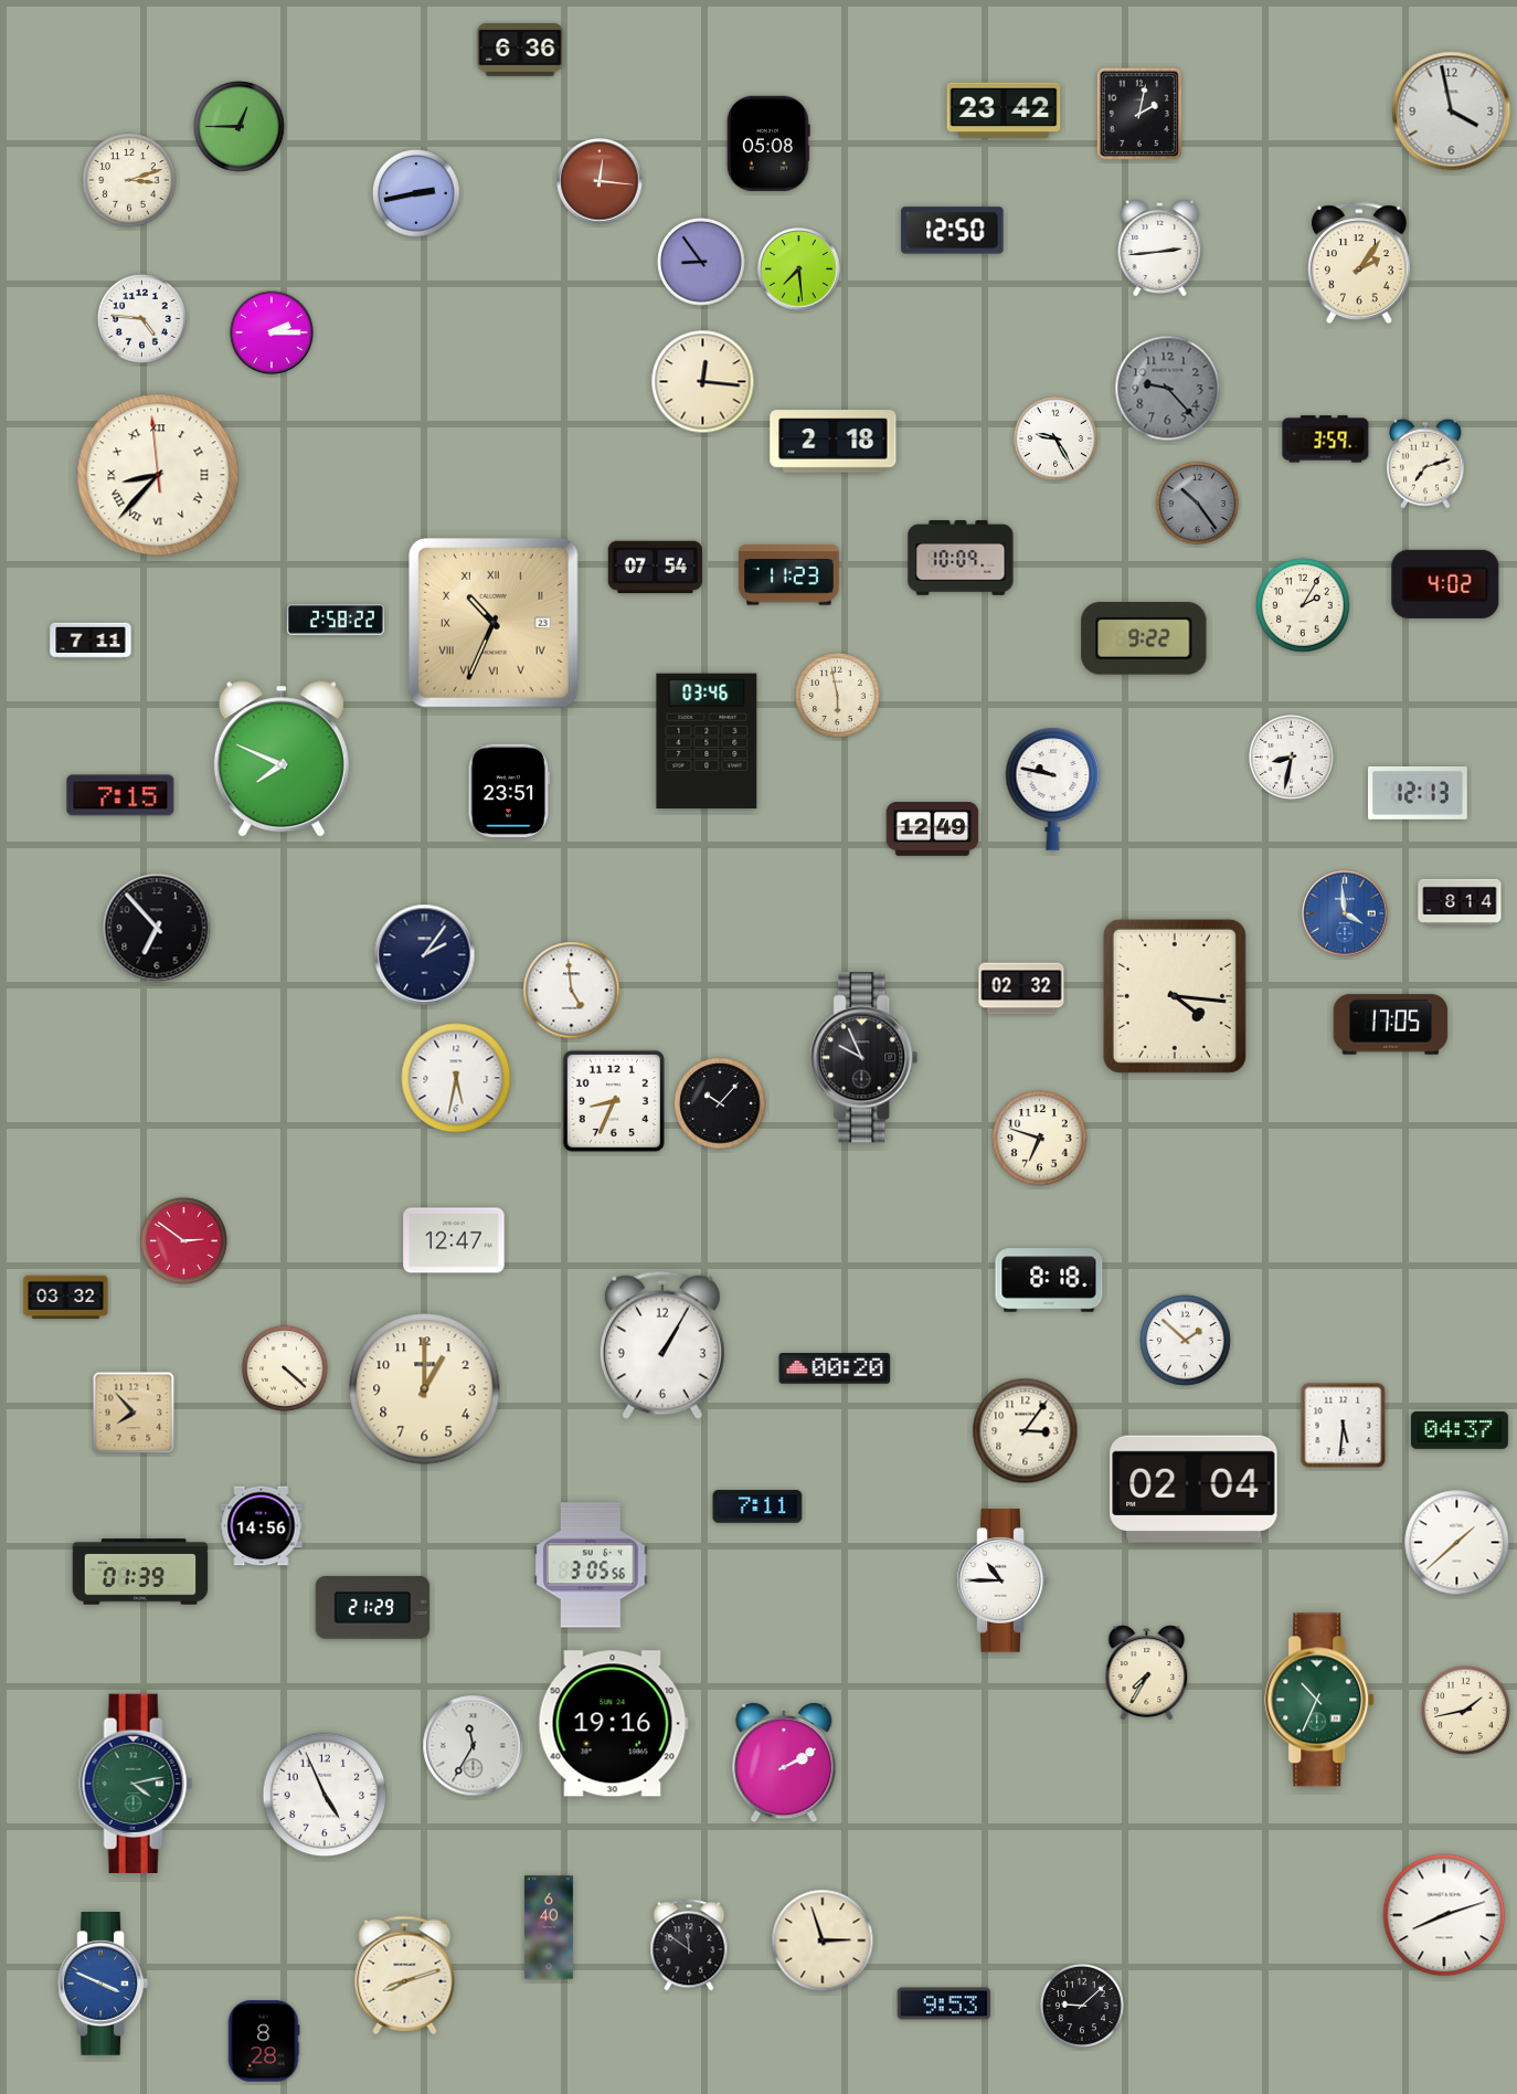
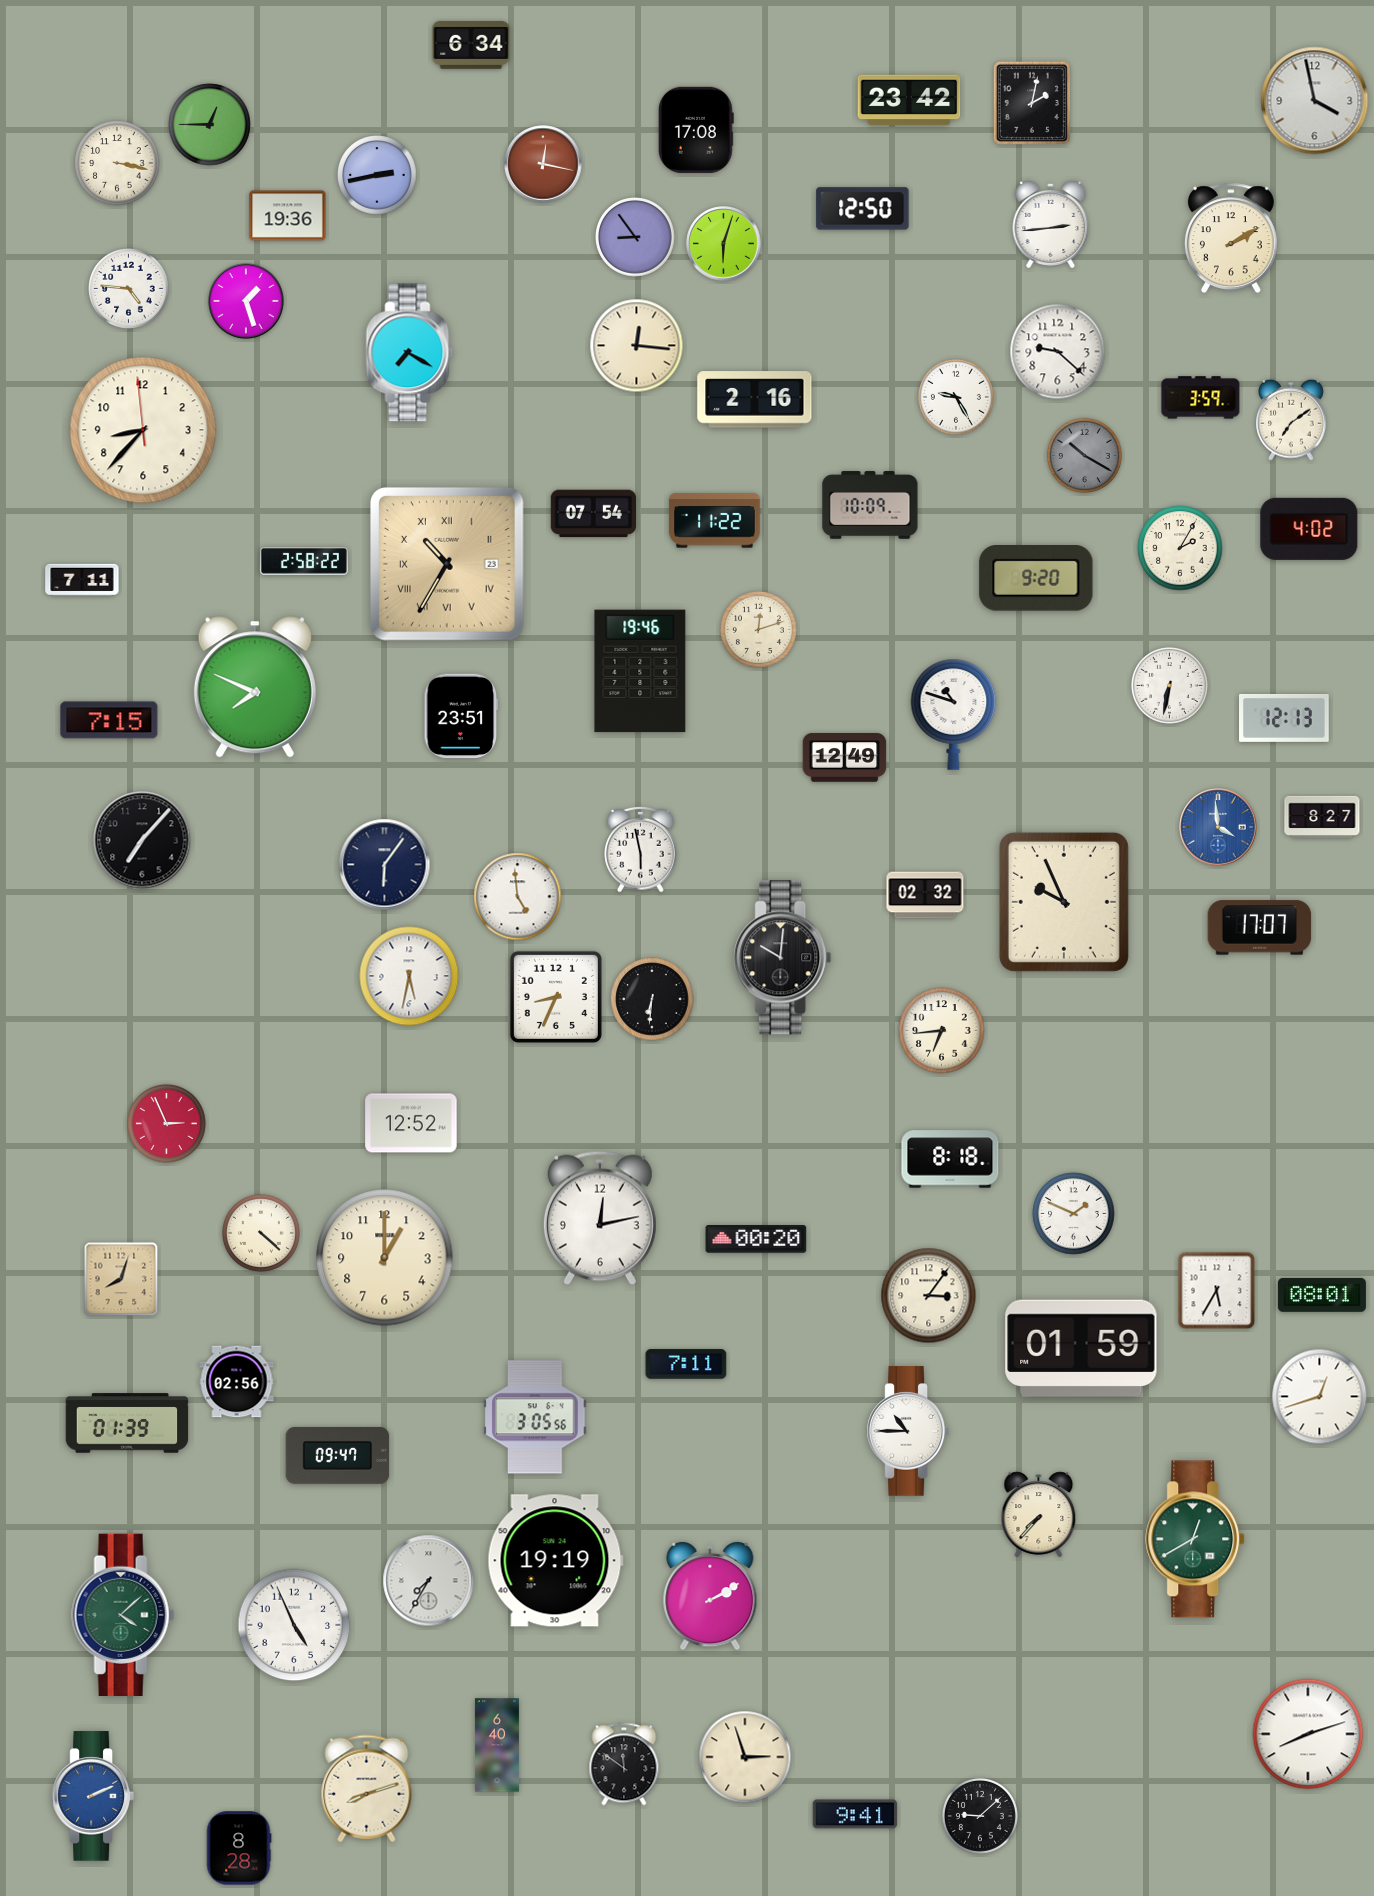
clock at (520, 50): 6:36 -> 6:34
clock at (240, 127) position: (240, 127) -> (210, 125)
clock at (768, 144): 05:08 -> 17:08
clock at (129, 180): 3:12 -> 3:17
clock at (600, 181): 12:16 -> 12:17
clock at (288, 216): none -> 19:36
clock at (1359, 263): 2:06 -> 2:10
clock at (799, 269): 7:29 -> 6:03
clock at (272, 332): 2:15 -> 1:27
clock at (1168, 389): 9:23 -> 9:22
clock at (1168, 389) dial: grey -> white
clock at (410, 353): none -> 7:20
clock at (834, 442): 2:18 -> 2:16
clock at (1426, 464): 7:12 -> 7:09
clock at (158, 475) numerals: Roman -> Arabic
clock at (1197, 503): 10:24 -> 10:20
clock at (789, 575): 11:23 -> 11:22
clock at (494, 623): 10:34 -> 10:35
clock at (1144, 638): 9:22 -> 9:20
clock at (837, 695): 5:58 -> 12:12
clock at (707, 741): 03:46 -> 19:46
clock at (1291, 757): 8:32 -> 6:32
clock at (1053, 789): 9:47 -> 10:48
clock at (933, 829) position: (933, 829) -> (845, 758)
clock at (1460, 902): 8:14 -> 8:27
clock at (157, 928): 6:53 -> 7:07
clock at (641, 849): none -> 5:58
clock at (425, 955): 2:06 -> 6:06
clock at (1175, 996): 4:16 -> 9:56
clock at (1391, 1025): 17:05 -> 17:07
clock at (864, 1058): 9:56 -> 10:01
clock at (456, 1078) position: (456, 1078) -> (409, 976)
clock at (720, 1103): 10:07 -> 6:31
clock at (1040, 1139): 6:48 -> 6:44
clock at (454, 1240): 12:47 -> 12:52
clock at (184, 1241): 2:51 -> 2:56
clock at (66, 1298): 03:32 -> none
clock at (1186, 1341): 1:52 -> 1:49
clock at (662, 1345): 1:05 -> 12:13
clock at (285, 1368) position: (285, 1368) -> (261, 1233)
clock at (134, 1413): 7:53 -> 8:03
clock at (1344, 1426): 5:31 -> 5:35
clock at (1460, 1430): 04:37 -> 08:01
clock at (1194, 1489): 02:04 -> 01:59
clock at (262, 1526): 14:56 -> 02:56
clock at (1457, 1543): 1:38 -> 12:42
clock at (373, 1607): 21:29 -> 09:47
clock at (1147, 1673): 7:35 -> 7:37
clock at (1320, 1700): 10:34 -> 12:40
clock at (1466, 1711): 1:43 -> none
clock at (613, 1724): 19:16 -> 19:19
clock at (474, 1746): 11:35 -> 7:35
clock at (136, 1783): 4:13 -> 4:08
clock at (689, 1945) position: (689, 1945) -> (624, 1764)
clock at (102, 1984): 3:49 -> 2:11
clock at (944, 2003): 9:53 -> 9:41
